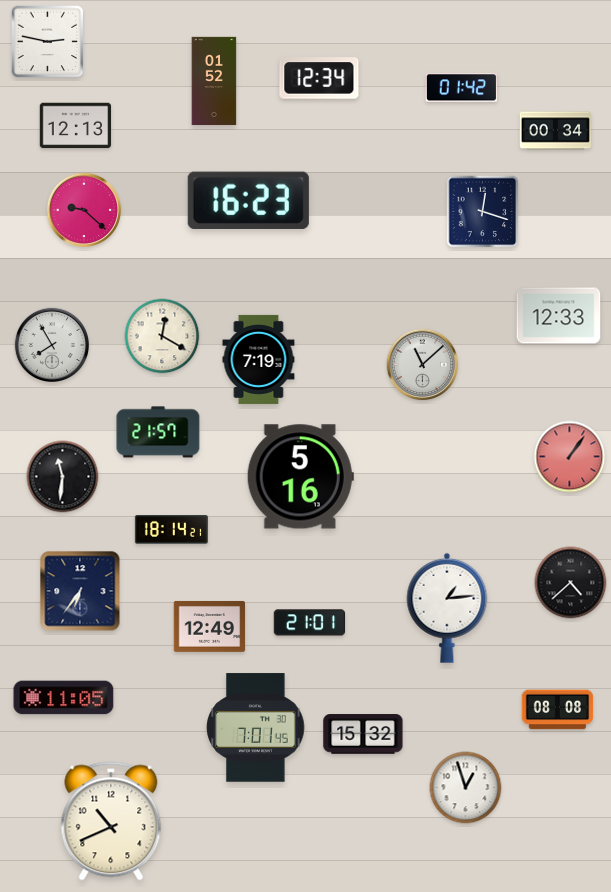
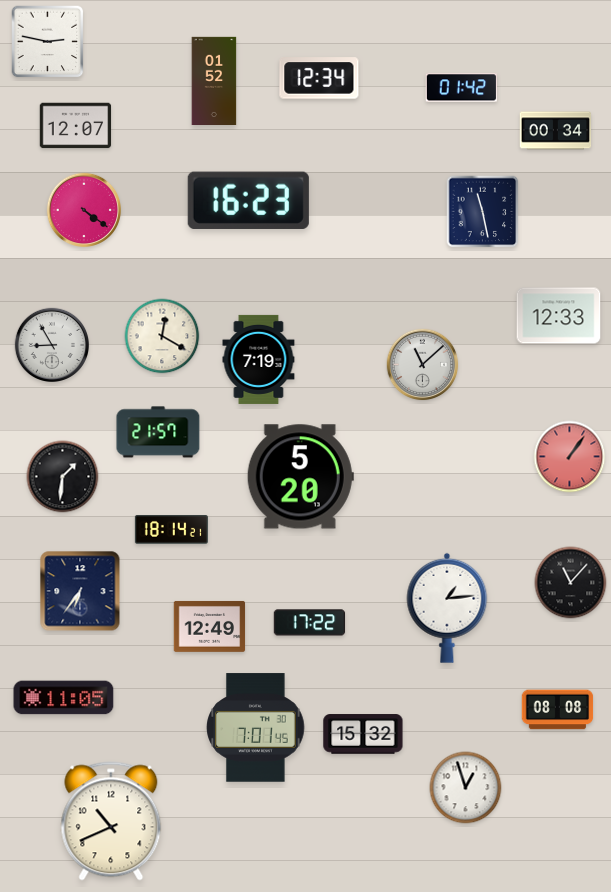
clock at (76, 126): 12:13 -> 12:07
clock at (83, 209): 9:22 -> 4:21
clock at (483, 212): 12:18 -> 11:28
clock at (51, 344): 7:55 -> 8:55
clock at (63, 477): 11:31 -> 1:31
clock at (300, 477): 5:16 -> 5:20
clock at (571, 583): 4:38 -> 11:07
clock at (310, 623): 21:01 -> 17:22
